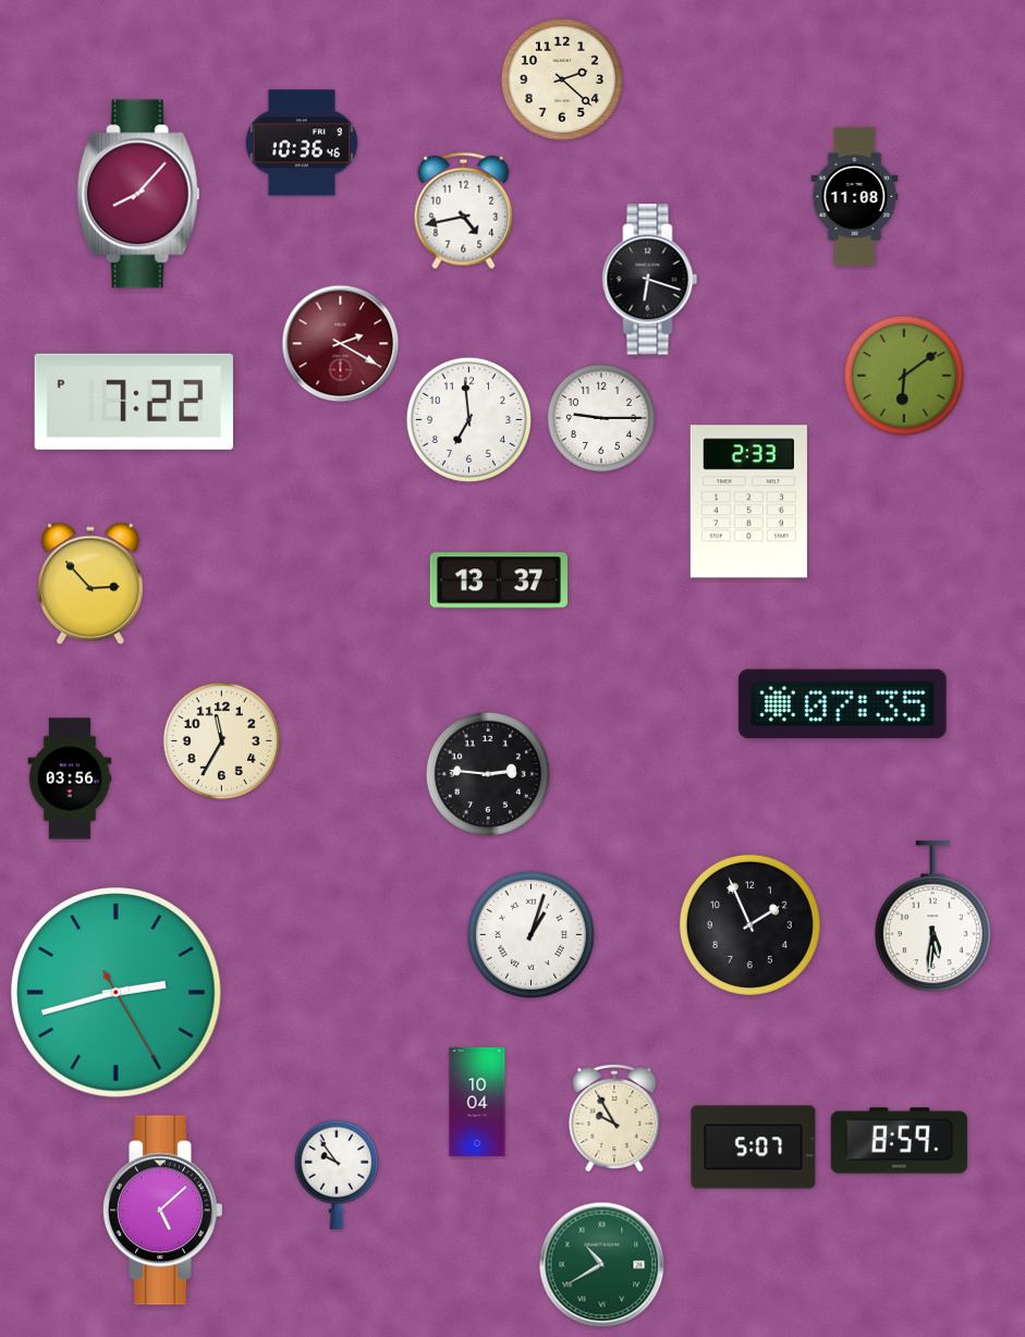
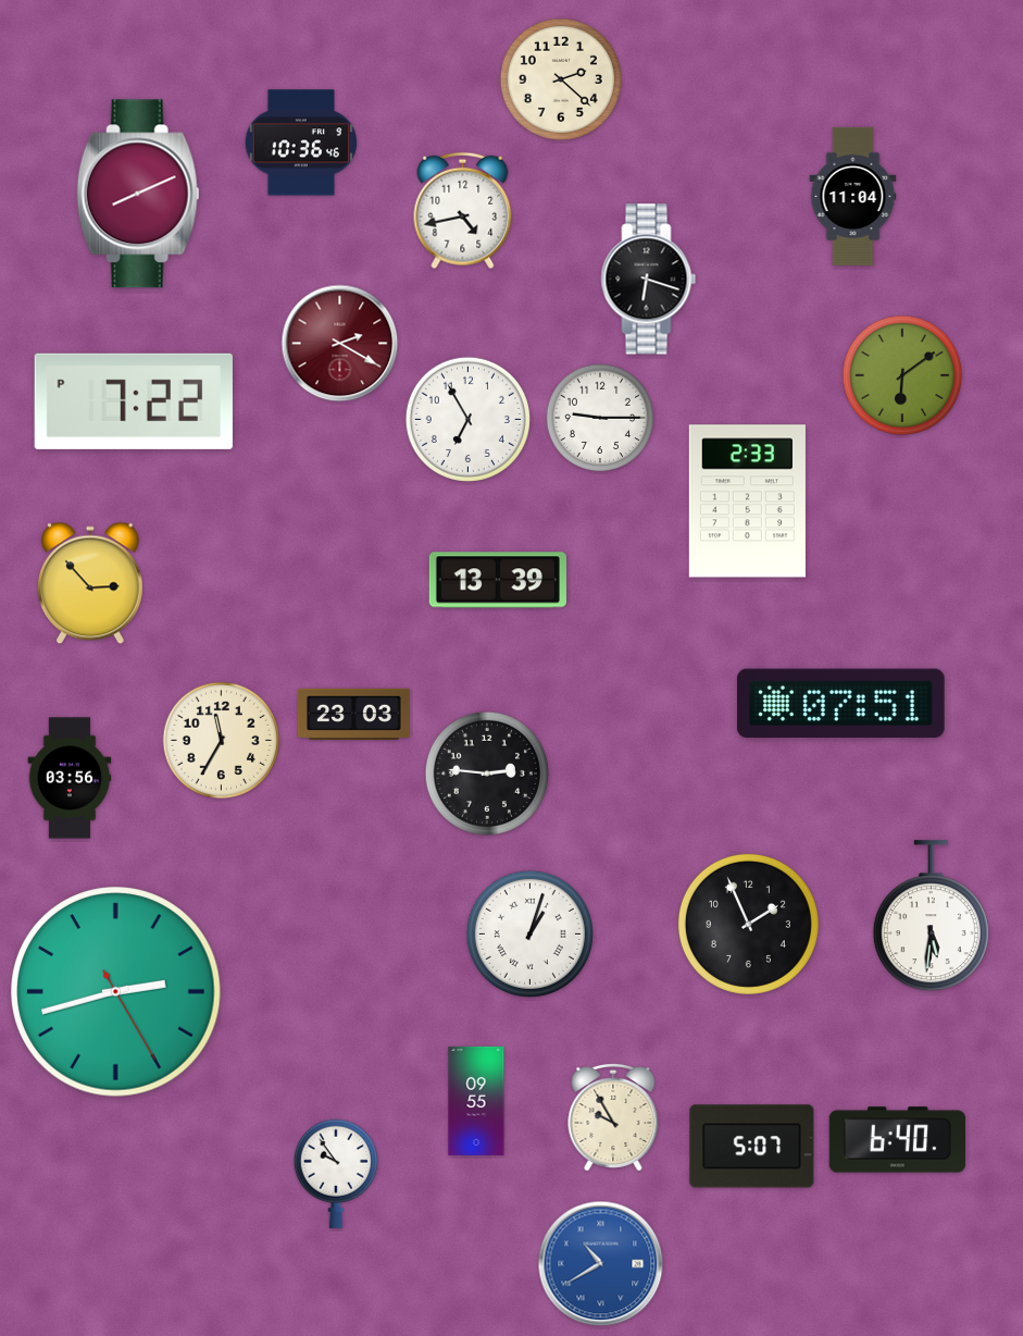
clock at (138, 194): 8:07 -> 8:11
clock at (855, 196): 11:08 -> 11:04
clock at (468, 419): 6:59 -> 6:55
clock at (499, 580): 13:37 -> 13:39
clock at (842, 704): 07:35 -> 07:51
clock at (354, 714): none -> 23:03
clock at (477, 1102): 10:04 -> 09:55
clock at (899, 1141): 8:59 -> 6:40
clock at (163, 1211): 5:08 -> none
clock at (602, 1265) dial: green -> blue
